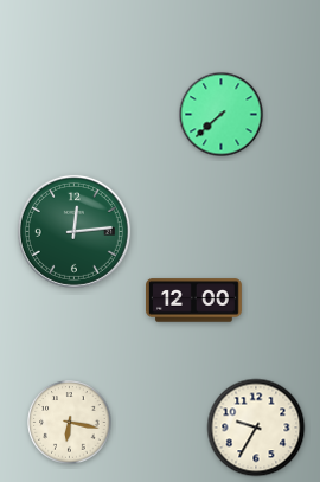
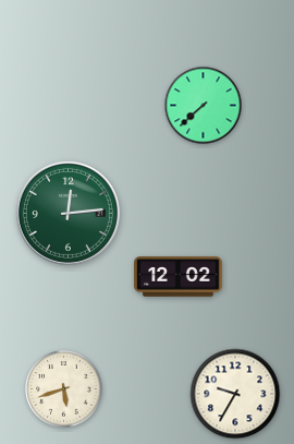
clock at (194, 301): 12:00 -> 12:02
clock at (70, 423): 6:17 -> 5:42
